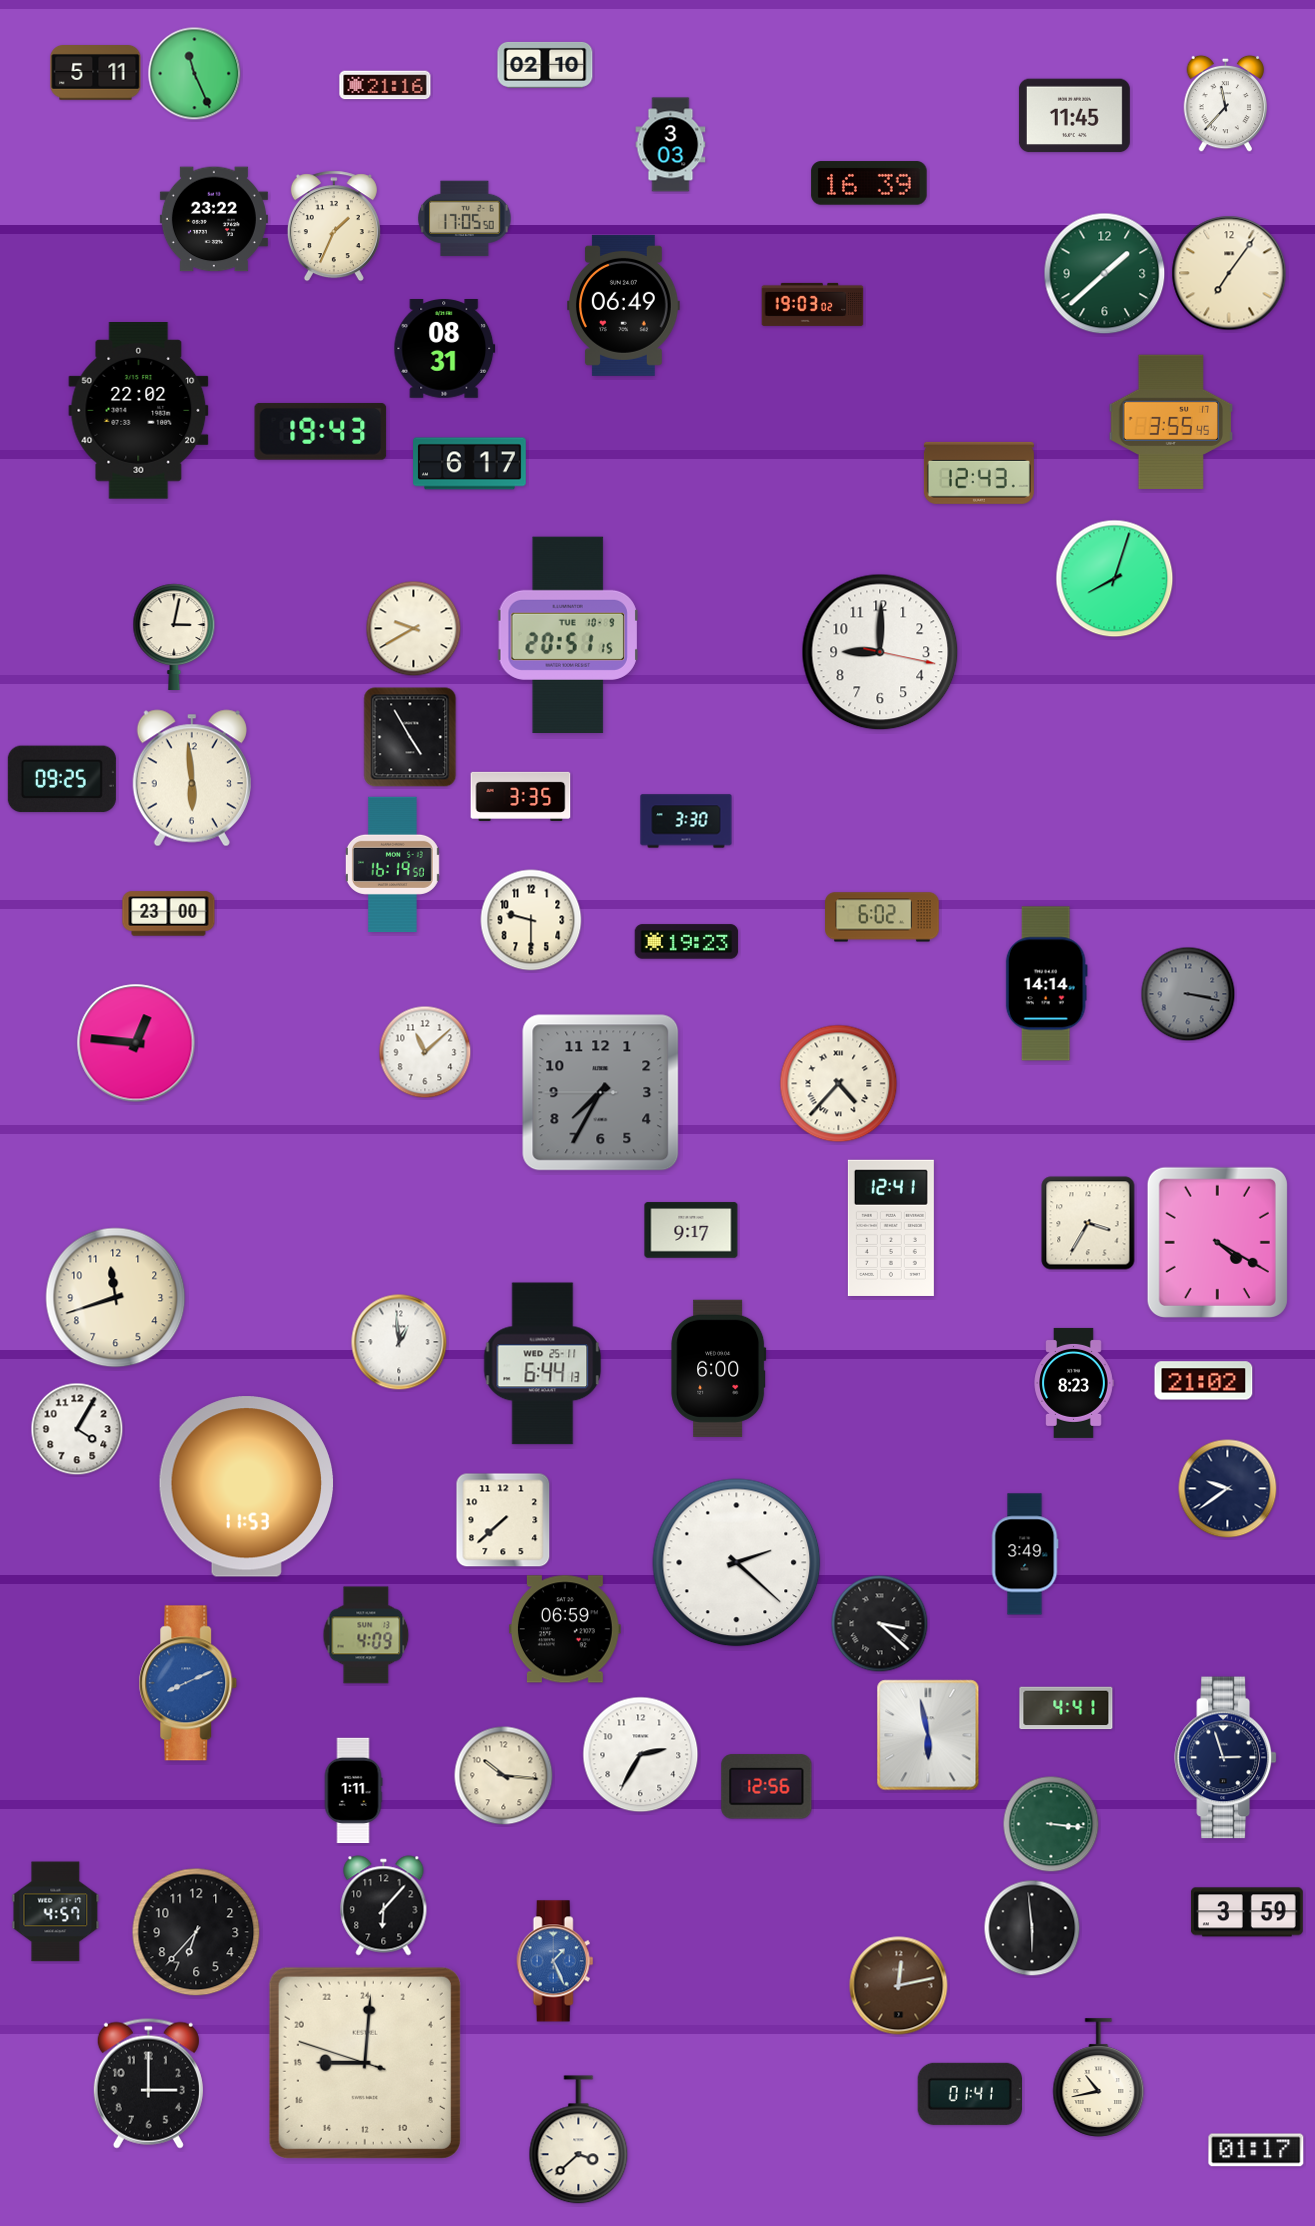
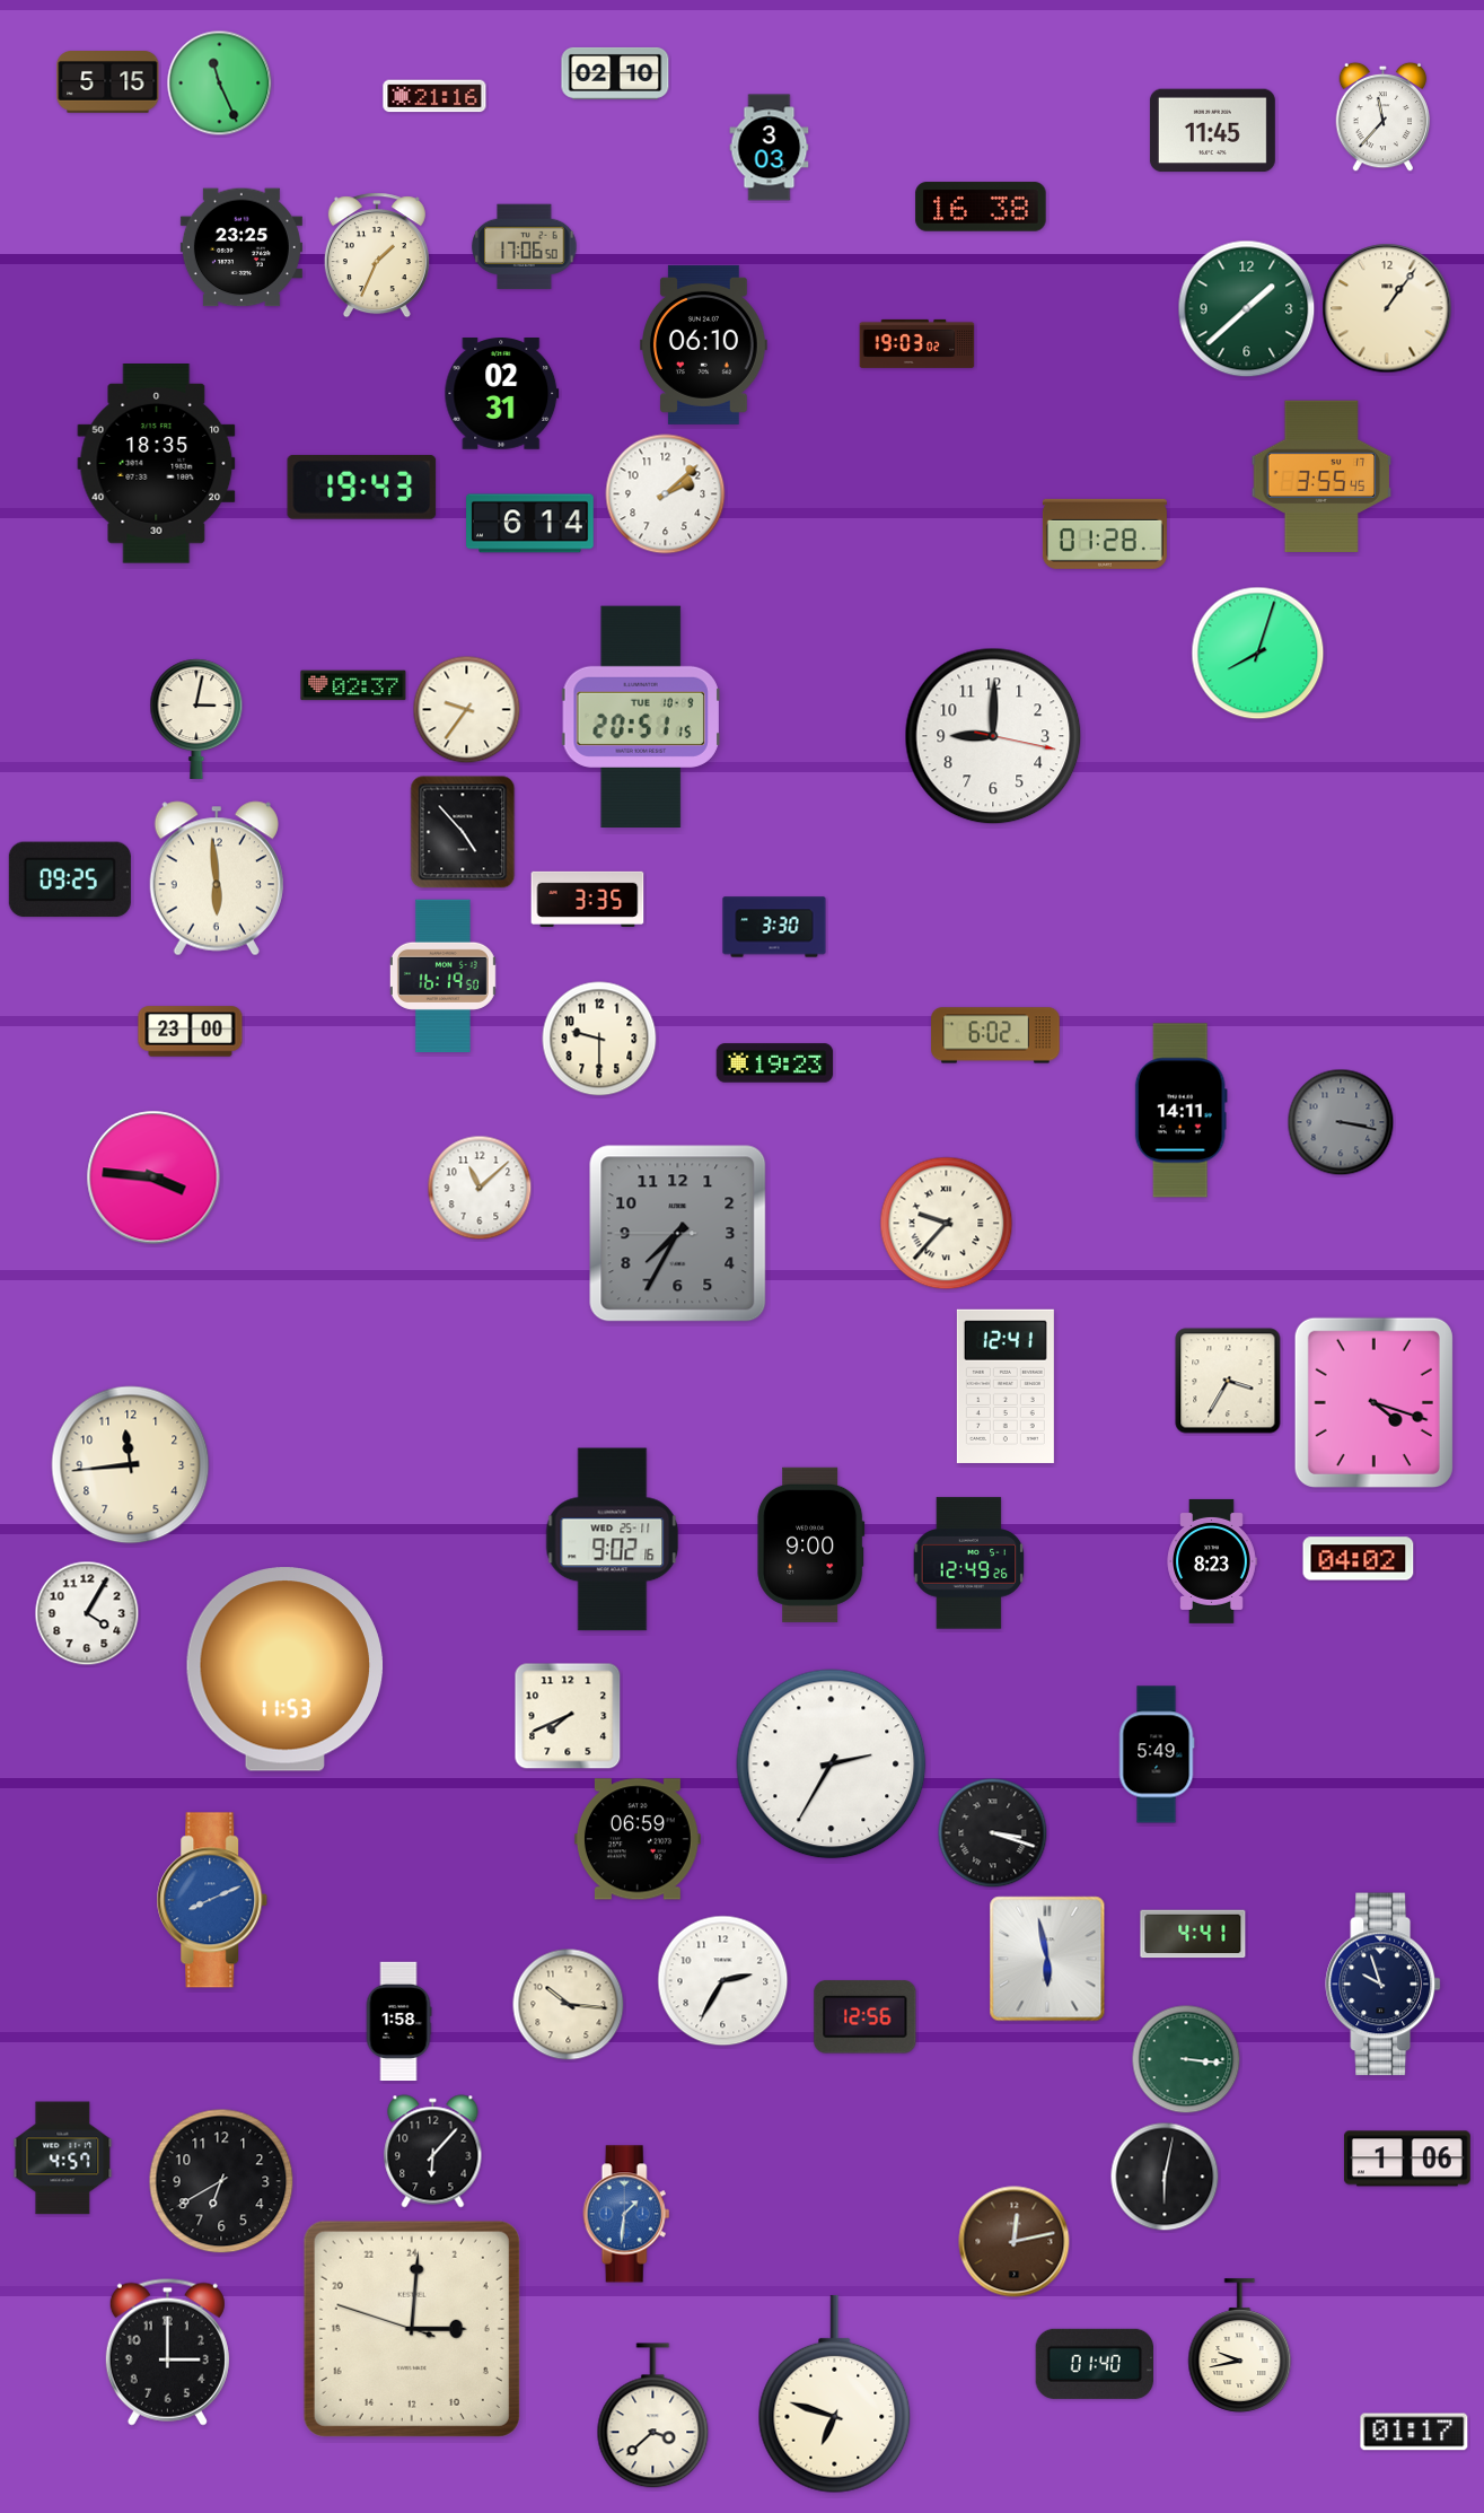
clock at (96, 73): 5:11 -> 5:15
clock at (671, 145) position: (671, 145) -> (770, 148)
clock at (869, 183): 16:39 -> 16:38
clock at (465, 218): 17:05 -> 17:06
clock at (214, 219): 23:22 -> 23:25
clock at (1229, 273): 7:06 -> 1:06
clock at (624, 305): 06:49 -> 06:10
clock at (445, 349): 08:31 -> 02:31
clock at (139, 411): 22:02 -> 18:35
clock at (666, 494): none -> 2:08
clock at (470, 464): 6:17 -> 6:14
clock at (979, 473): 12:43 -> 01:28
clock at (353, 685): none -> 02:37
clock at (414, 629): 9:40 -> 9:36
clock at (410, 737): 4:55 -> 4:53
clock at (1046, 984): 14:14 -> 14:11
clock at (136, 1043): 12:46 -> 3:46
clock at (839, 1084): 4:37 -> 9:37
clock at (691, 1230): 9:17 -> none
clock at (1217, 1242): 4:20 -> 4:18
clock at (116, 1298): 11:42 -> 11:44
clock at (399, 1342): 12:59 -> none
clock at (543, 1364): 6:44 -> 9:02
clock at (719, 1368): 6:00 -> 9:00
clock at (1204, 1381): 21:02 -> 04:02
clock at (969, 1564): none -> 12:49
clock at (247, 1487) position: (247, 1487) -> (286, 1670)
clock at (1228, 1489): 9:39 -> none
clock at (503, 1520): 7:38 -> 7:41
clock at (1025, 1554): 3:49 -> 5:49
clock at (737, 1563): 2:22 -> 2:35
clock at (880, 1624): 3:22 -> 3:18
clock at (366, 1635): 4:09 -> none
clock at (1066, 1708) position: (1066, 1708) -> (1193, 1934)
clock at (1225, 1758): 2:57 -> 9:57
clock at (353, 1791): 1:11 -> 1:58
clock at (1247, 1912): 3:59 -> 1:06
clock at (1032, 1928): 5:59 -> 6:02
clock at (196, 1932): 6:37 -> 6:40
clock at (555, 1961): 1:26 -> 1:31
clock at (365, 2063): 18:00 -> 6:00
clock at (1099, 2078): 10:43 -> 9:43
clock at (969, 2094): 01:41 -> 01:40
clock at (835, 2394): none -> 6:48
clock at (1256, 2150) position: (1256, 2150) -> (1414, 2432)
